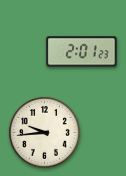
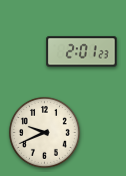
clock at (44, 132): 9:44 -> 9:41
